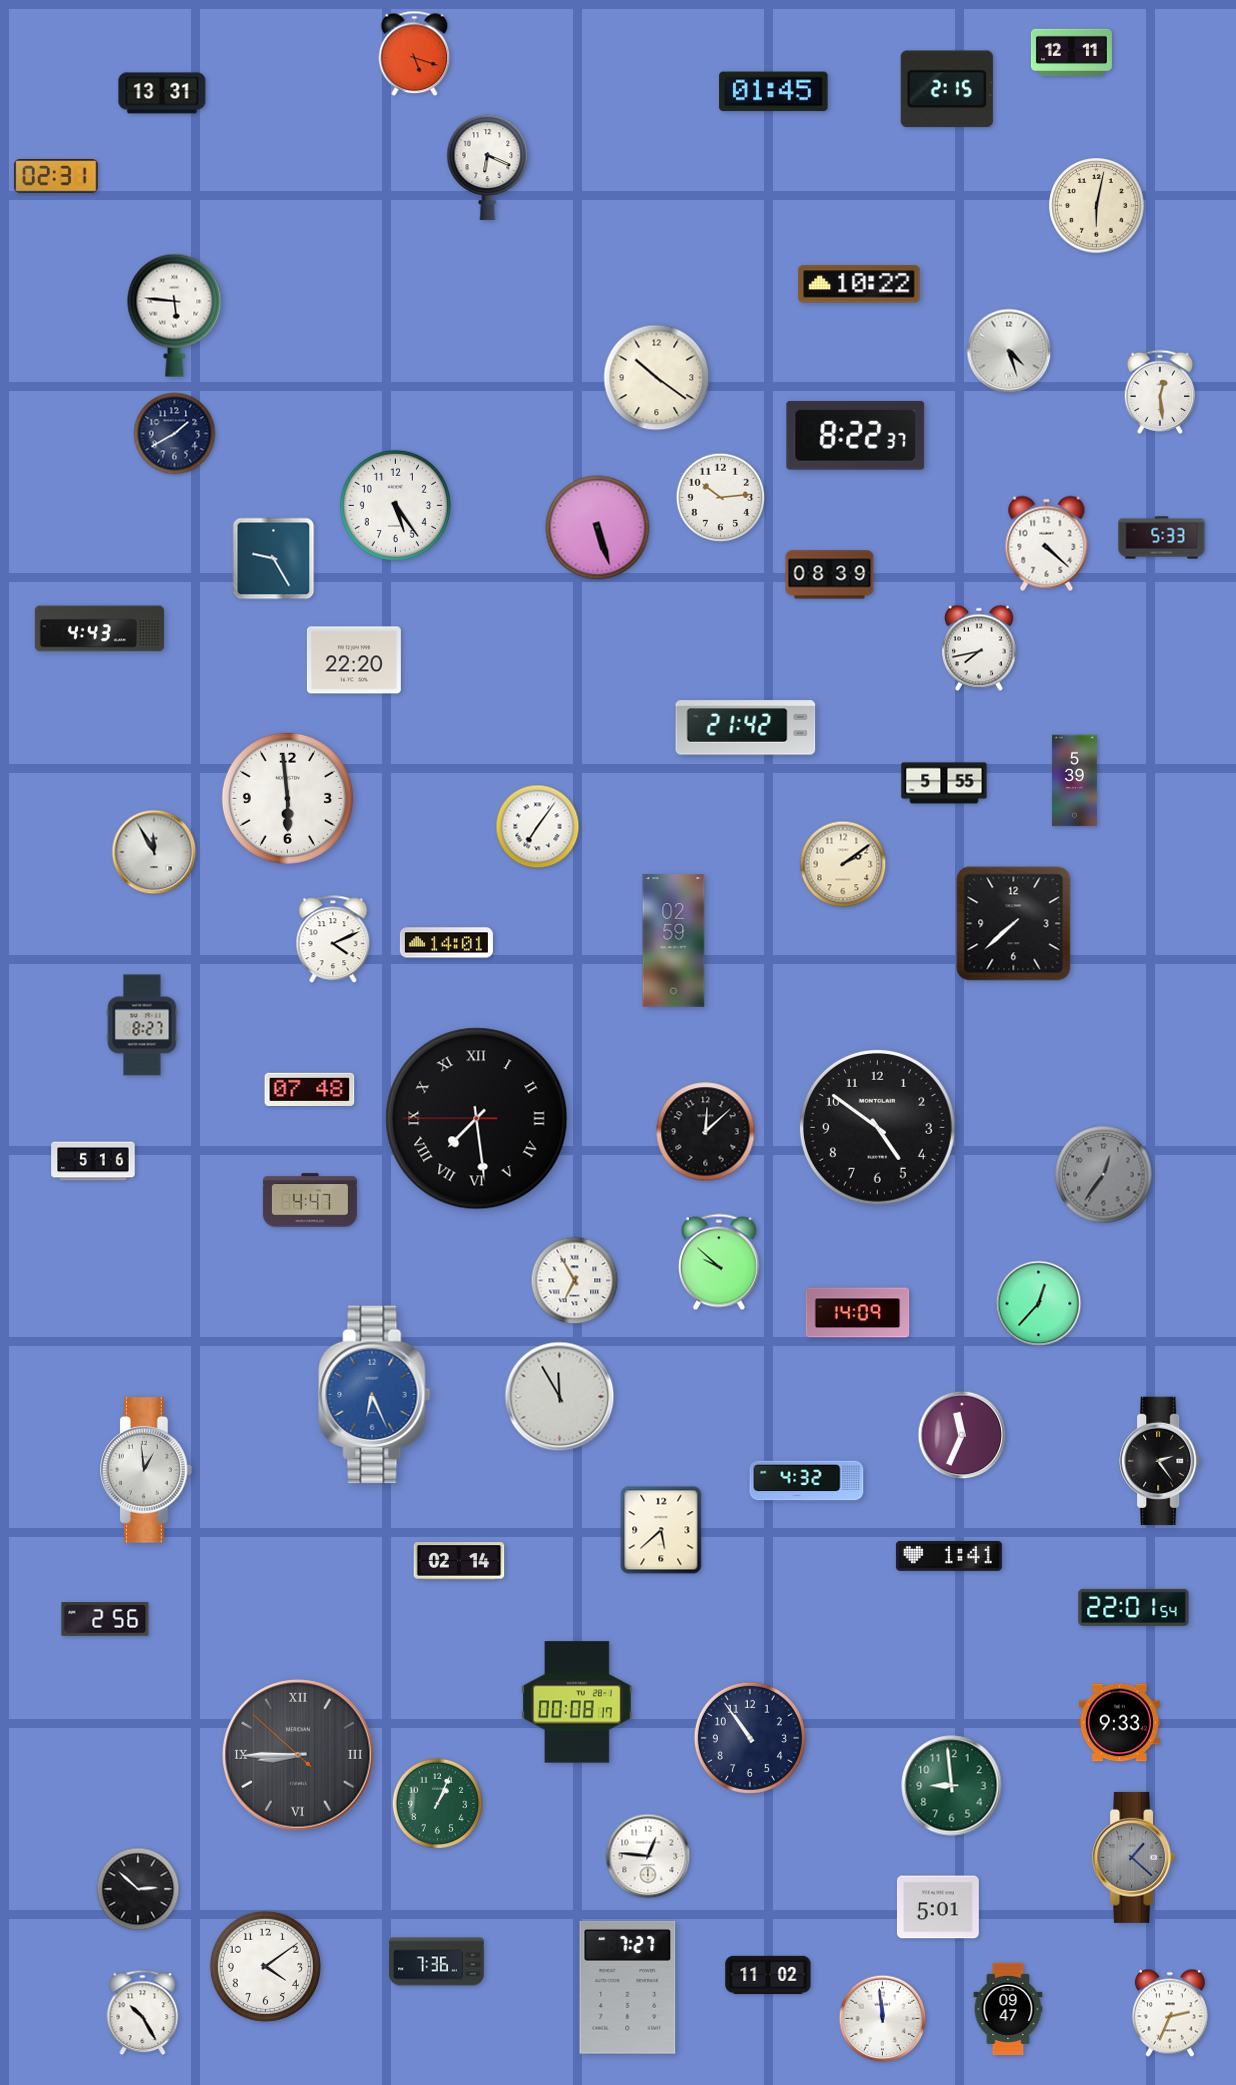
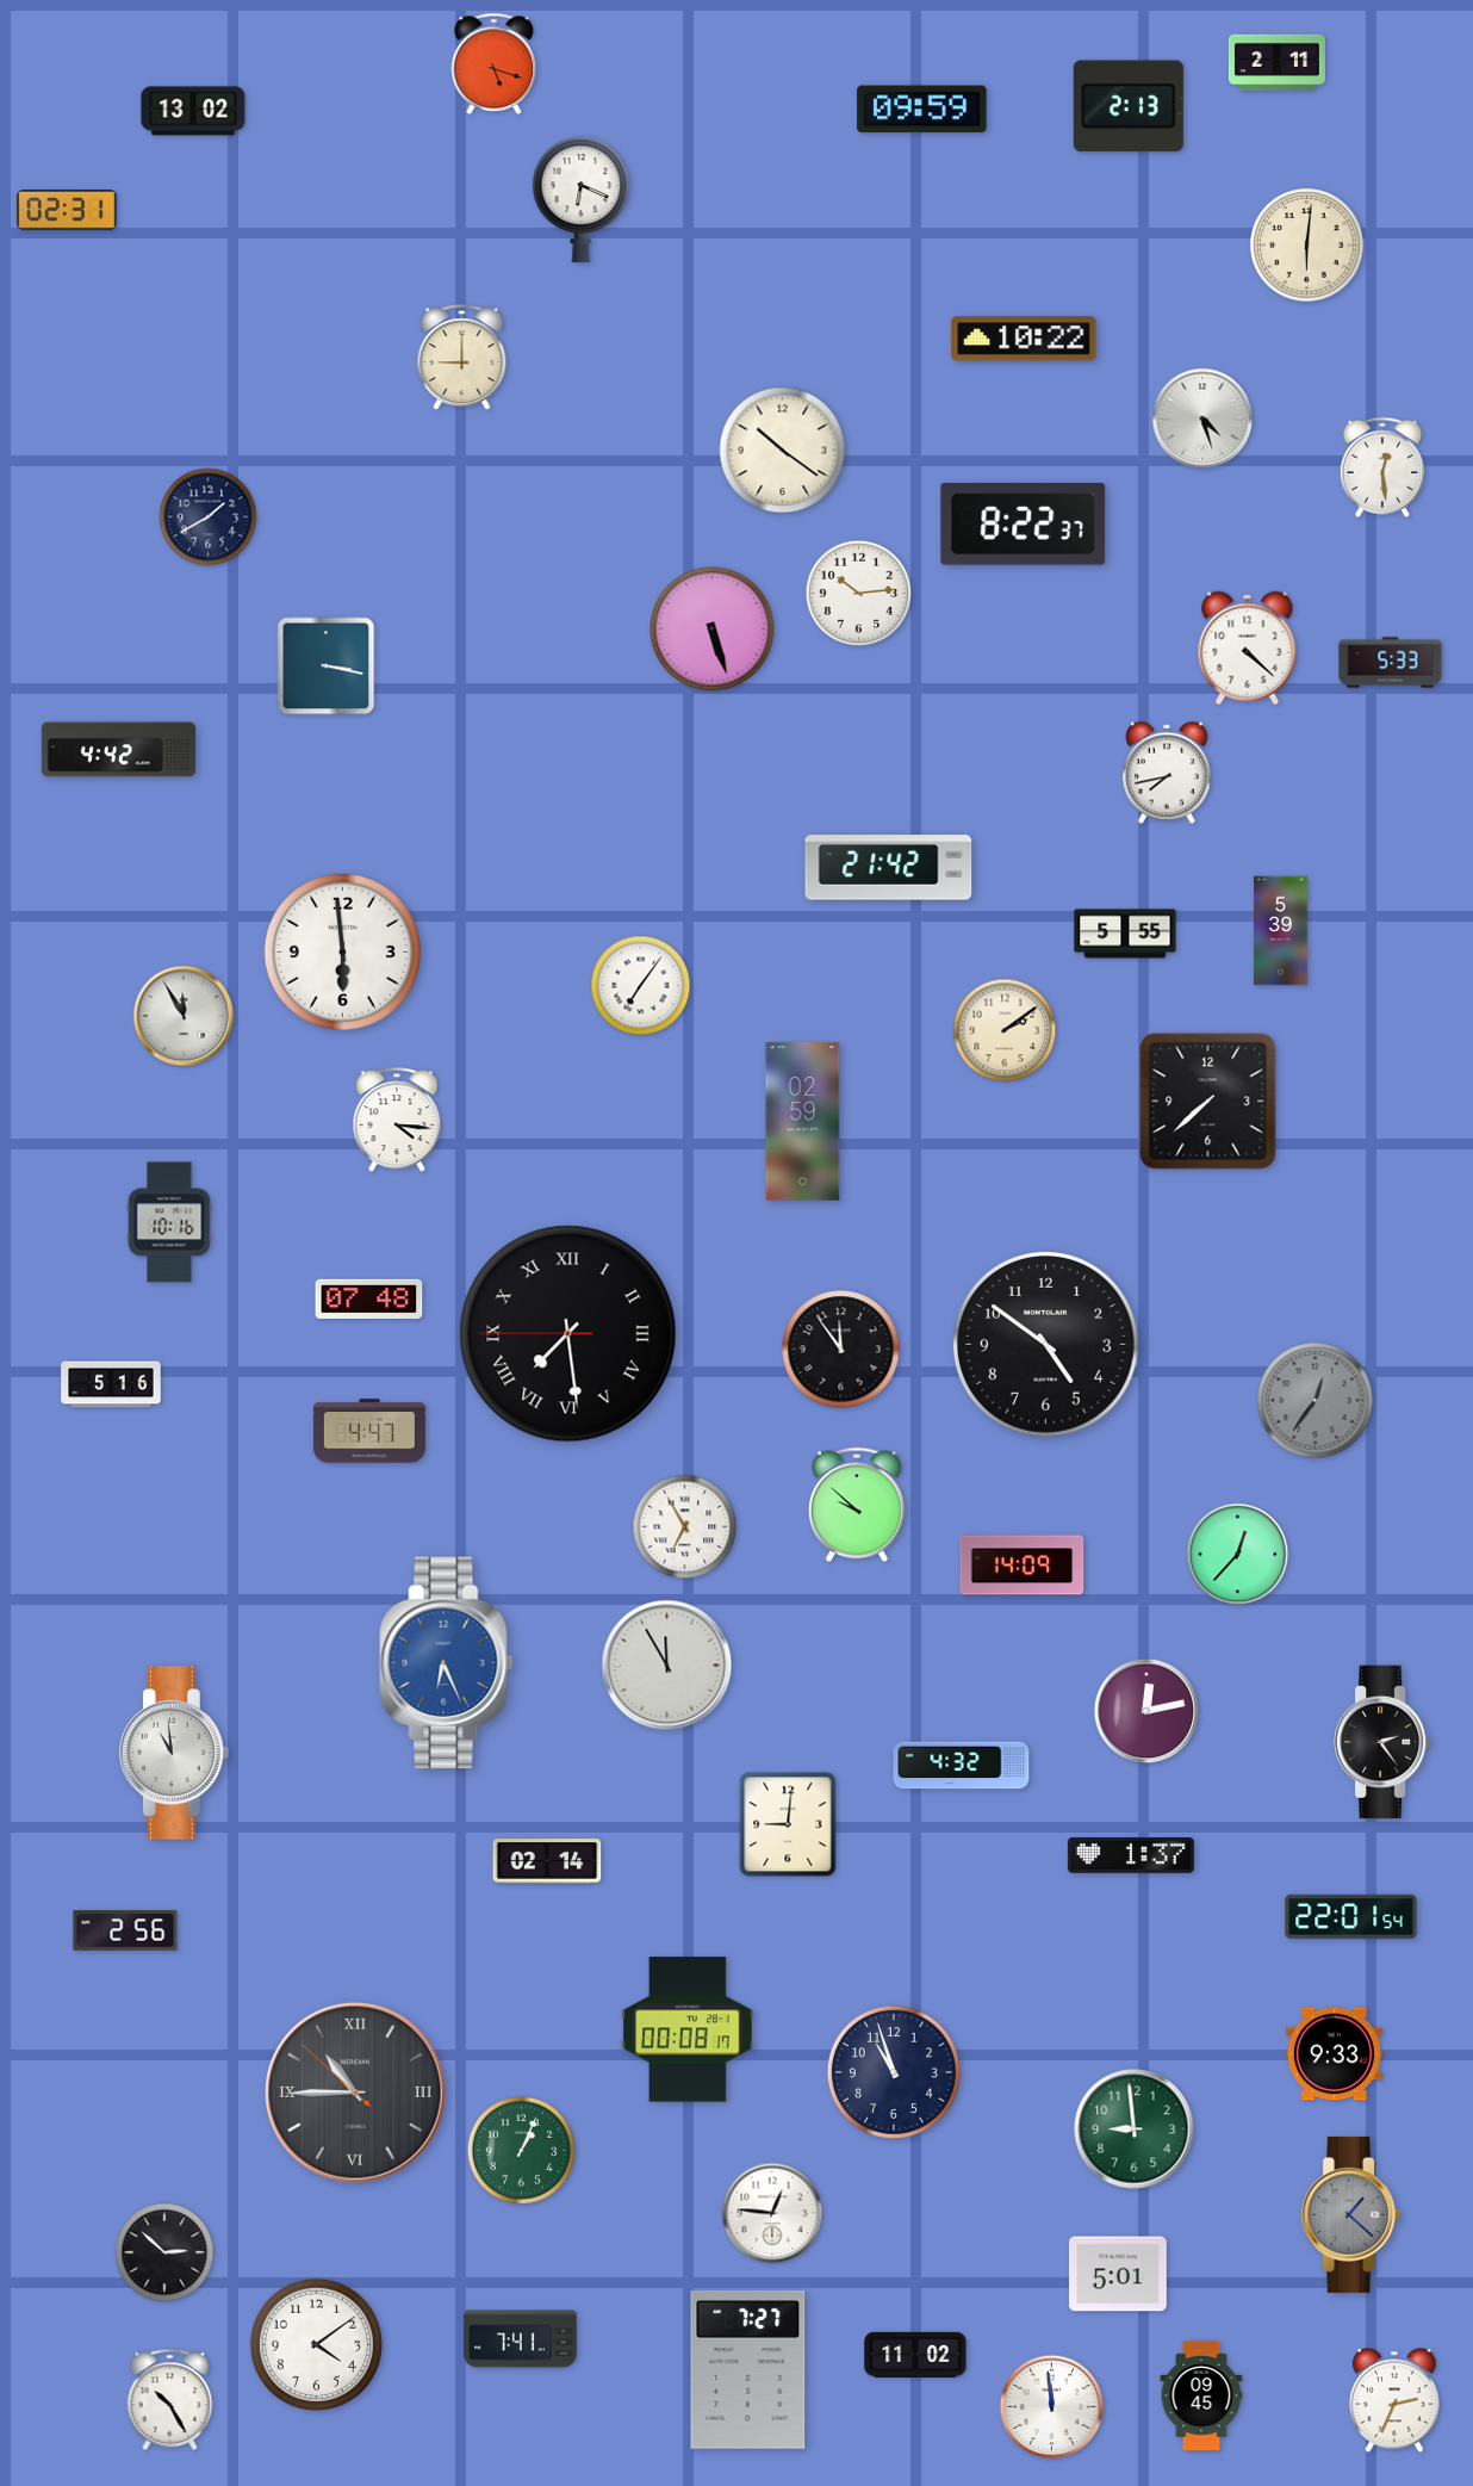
clock at (1071, 52): 12:11 -> 2:11
clock at (947, 89): 2:15 -> 2:13
clock at (774, 92): 01:45 -> 09:59
clock at (162, 93): 13:31 -> 13:02
clock at (1097, 206): 6:02 -> 6:01
clock at (462, 358): none -> 9:00
clock at (175, 315): 5:46 -> none
clock at (856, 435) position: (856, 435) -> (1024, 523)
clock at (395, 505): 5:24 -> none
clock at (1162, 538) position: (1162, 538) -> (1391, 663)
clock at (274, 559): 9:25 -> 3:17
clock at (830, 575): 08:39 -> none
clock at (99, 629): 4:43 -> 4:42
clock at (354, 660): 22:20 -> none
clock at (333, 940): 4:11 -> 4:16
clock at (446, 943): 14:01 -> none
clock at (142, 1025): 8:27 -> 10:16
clock at (706, 1132): 12:08 -> 11:54
clock at (962, 1435): 11:34 -> 12:13
clock at (147, 1470): 12:59 -> 10:59
clock at (661, 1530): 5:38 -> 9:01
clock at (949, 1556): 1:41 -> 1:37
clock at (750, 1738): 10:54 -> 10:57
clock at (298, 1755): 8:44 -> 10:44
clock at (437, 1962): 7:36 -> 7:41
clock at (1008, 2009): 09:47 -> 09:45
